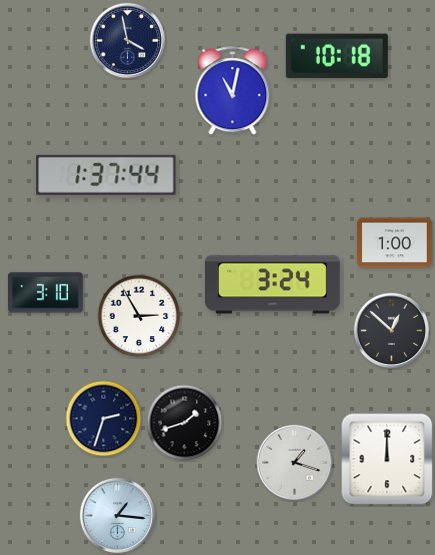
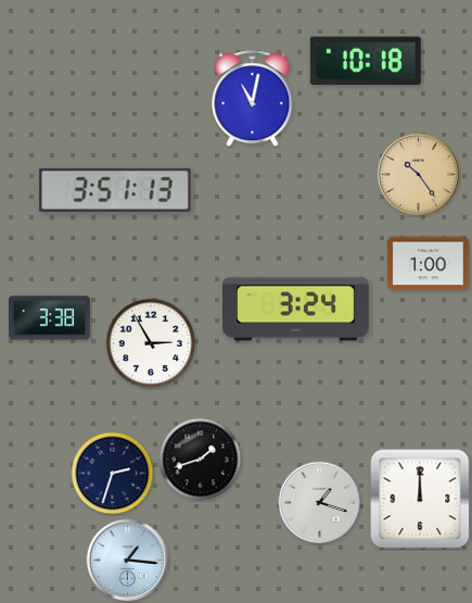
clock at (128, 41): 3:58 -> none
clock at (419, 175): none -> 10:24
clock at (106, 175): 1:37 -> 3:51
clock at (45, 293): 3:10 -> 3:38
clock at (392, 331): 12:52 -> none
clock at (104, 419) position: (104, 419) -> (113, 474)
